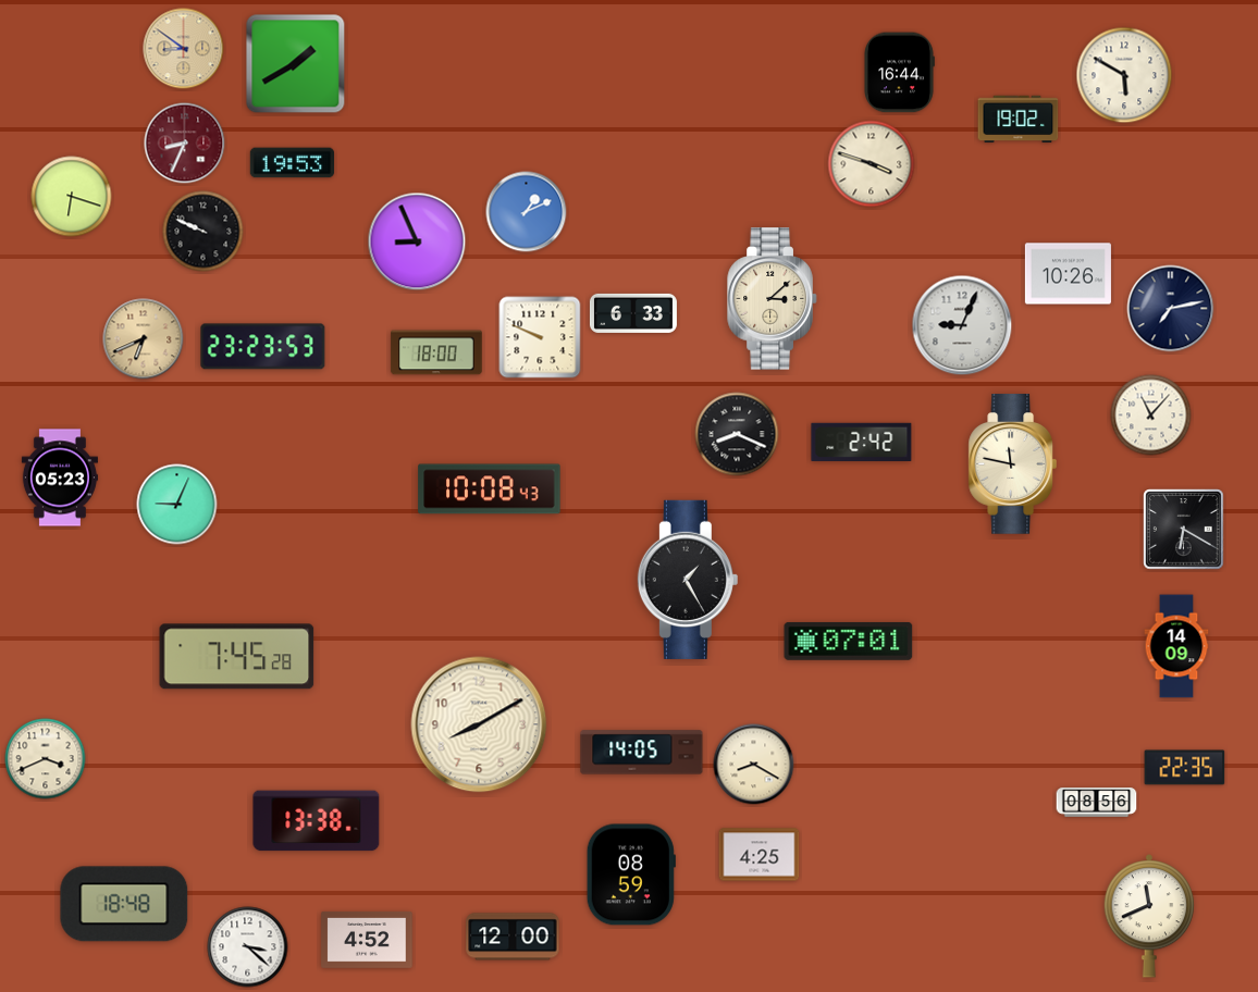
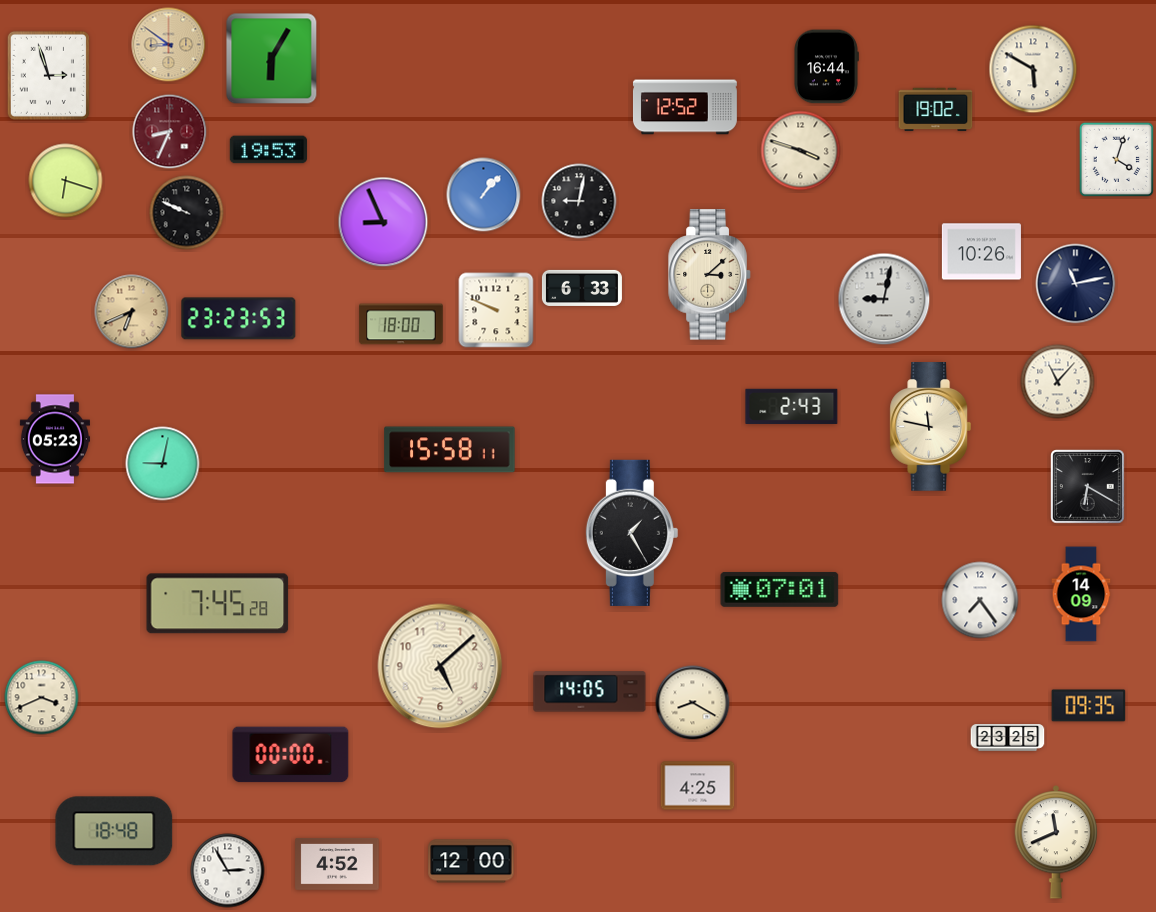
clock at (296, 64): 1:40 -> 6:05
clock at (48, 75): none -> 2:57
clock at (685, 107): none -> 12:52
clock at (1116, 159): none -> 4:03
clock at (527, 212): 1:11 -> 1:07
clock at (579, 201): none -> 9:02
clock at (1171, 309): 7:13 -> 11:13
clock at (962, 325): 9:04 -> 9:02
clock at (263, 347) position: (263, 347) -> (239, 319)
clock at (737, 434): 8:19 -> none
clock at (862, 442): 2:42 -> 2:43
clock at (490, 489): 10:08 -> 15:58
clock at (177, 505): 9:04 -> 9:02
clock at (980, 600): none -> 7:24
clock at (479, 724): 8:10 -> 5:08
clock at (1185, 768): 22:35 -> 09:35
clock at (1097, 803): 08:56 -> 23:25
clock at (317, 821): 13:38 -> 00:00
clock at (631, 875): 08:59 -> none
clock at (248, 947): 3:22 -> 2:55
